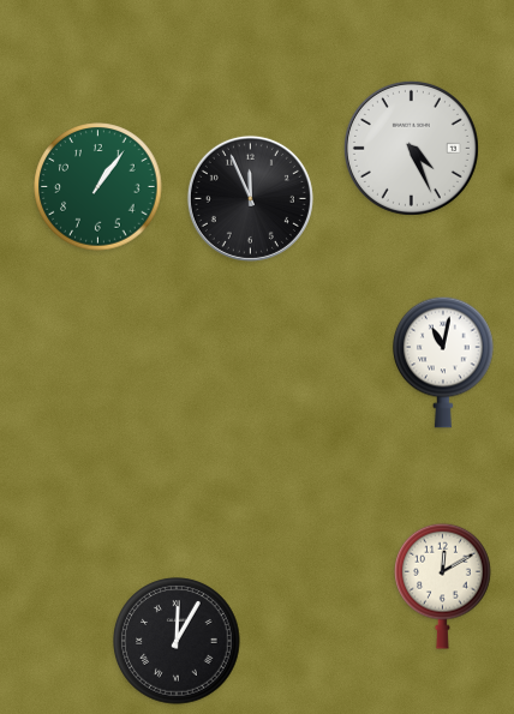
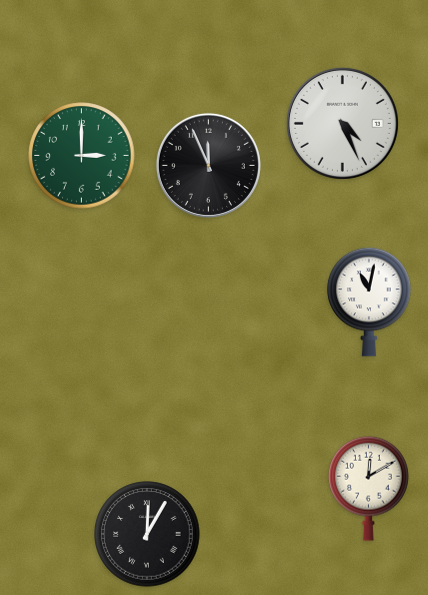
clock at (98, 187): 1:06 -> 3:00
